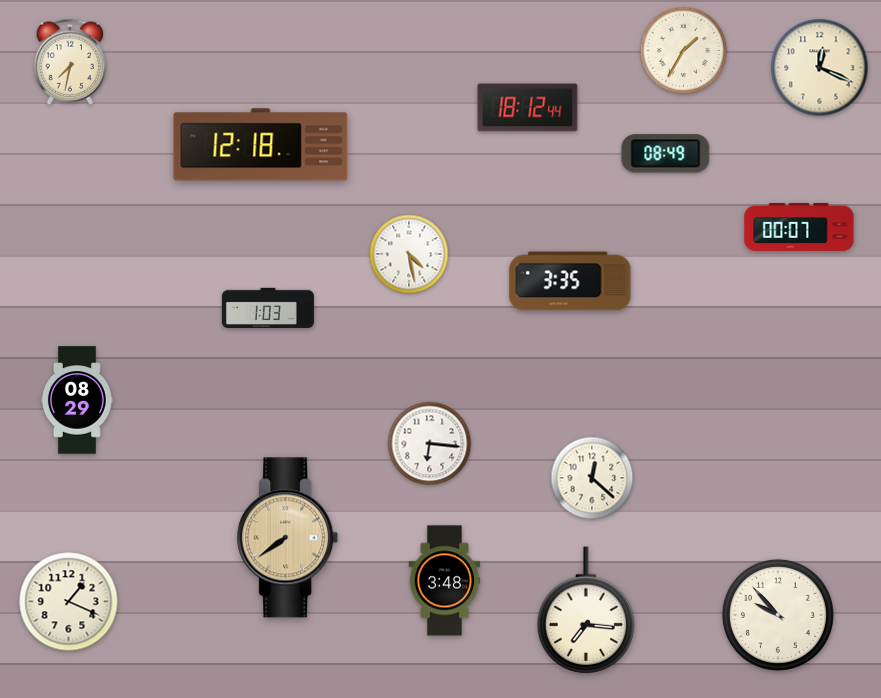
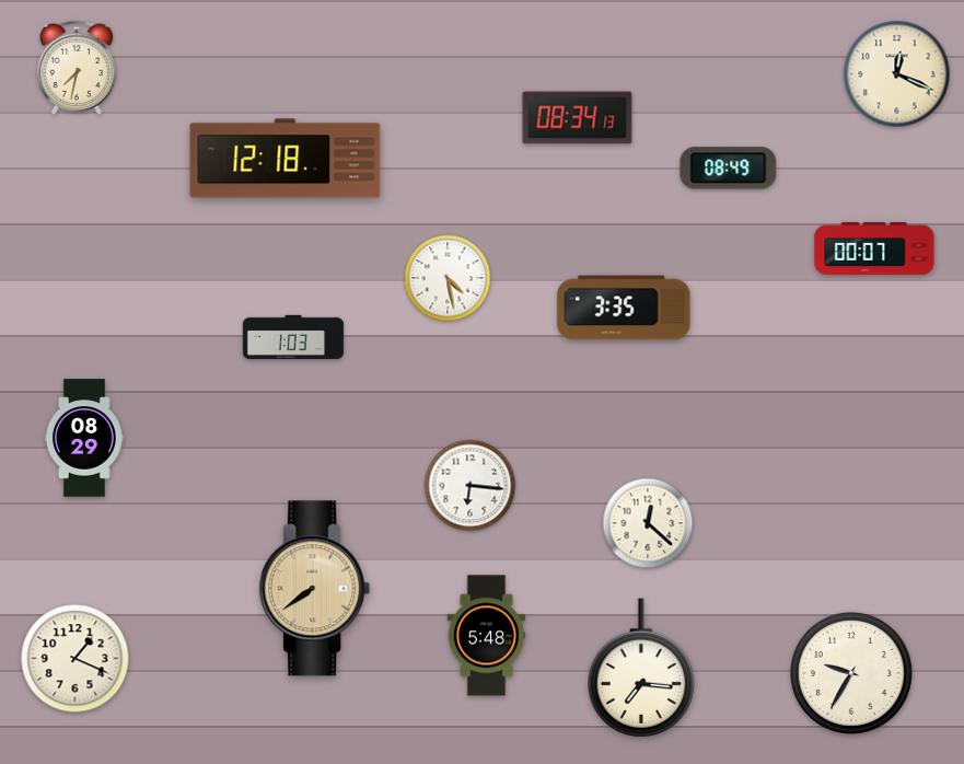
clock at (684, 51): 1:35 -> none
clock at (528, 108): 18:12 -> 08:34
clock at (445, 581): 3:48 -> 5:48
clock at (778, 615): 9:53 -> 9:35
